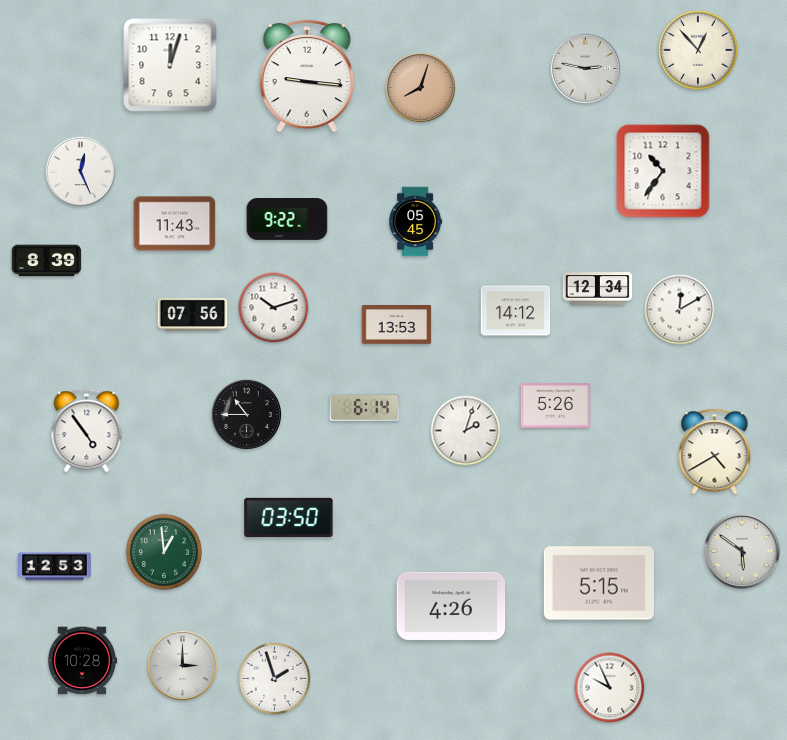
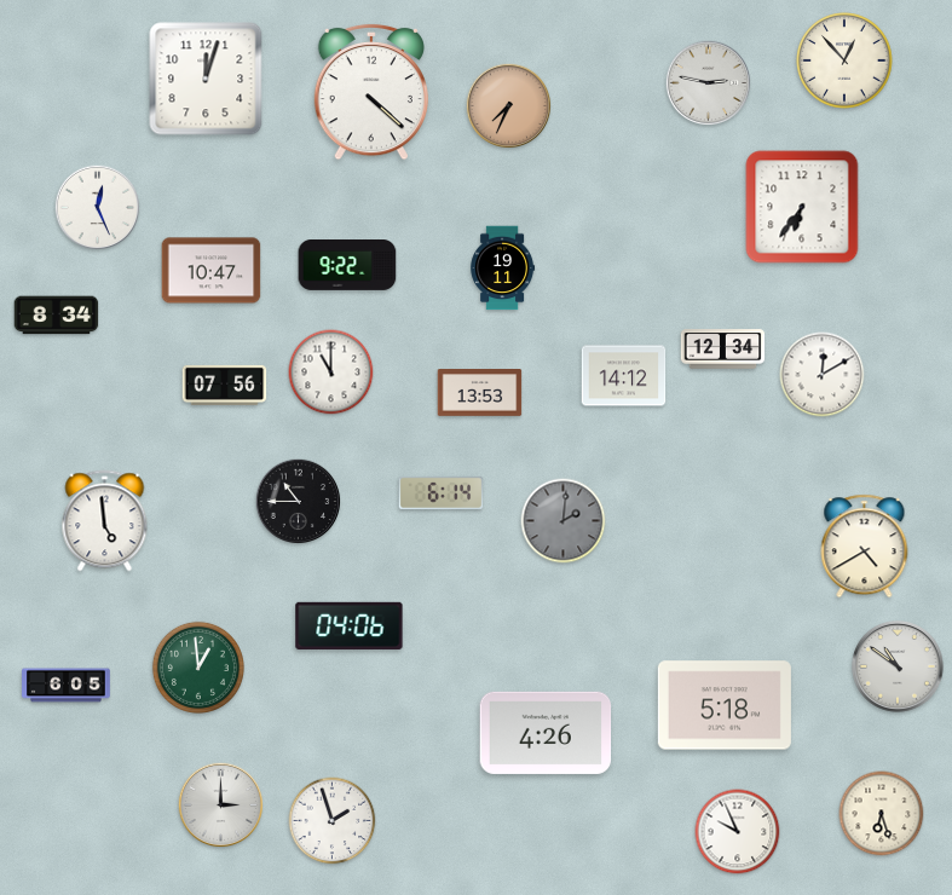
clock at (306, 76): 9:16 -> 4:22
clock at (421, 88): 8:03 -> 7:34
clock at (663, 171): 10:36 -> 6:36
clock at (416, 222): 05:45 -> 19:11
clock at (175, 224): 11:43 -> 10:47
clock at (47, 261): 8:39 -> 8:34
clock at (274, 308): 10:12 -> 11:00
clock at (193, 314) position: (193, 314) -> (225, 385)
clock at (556, 406): 5:26 -> none
clock at (87, 431): 4:54 -> 4:59
clock at (466, 431): 2:03 -> 2:01
clock at (466, 431) dial: white -> grey
clock at (289, 518): 03:50 -> 04:06
clock at (742, 551): 5:51 -> 10:51
clock at (55, 567): 12:53 -> 6:05
clock at (599, 583): 5:15 -> 5:18
clock at (82, 661): 10:28 -> none
clock at (882, 814): none -> 6:27
